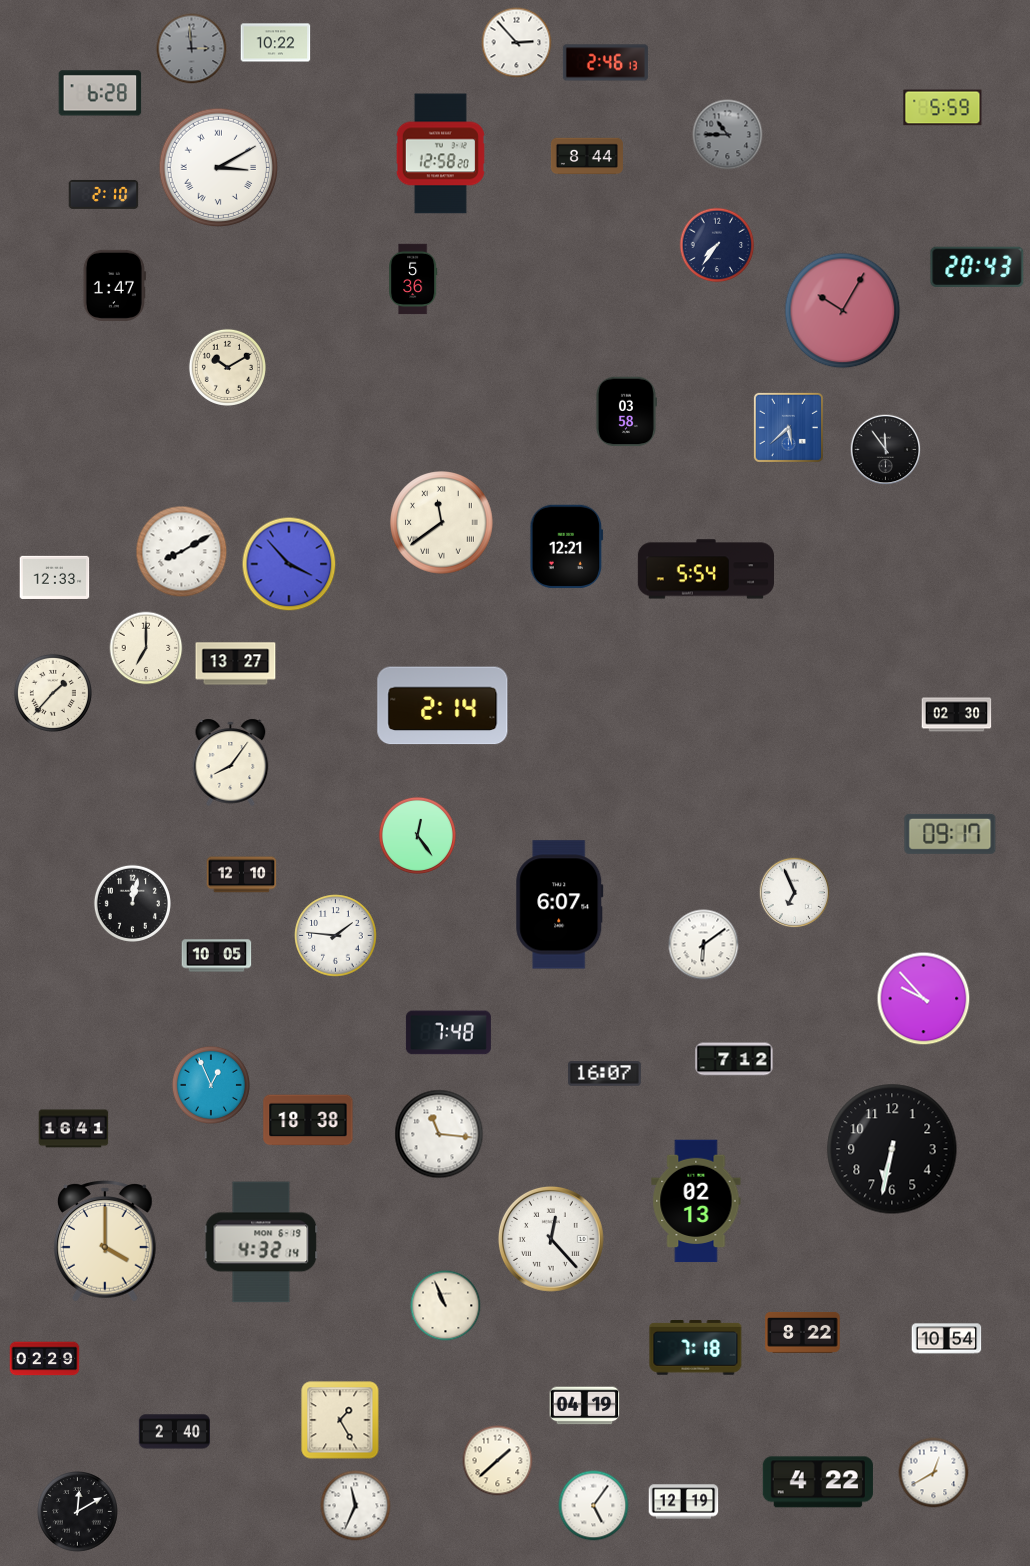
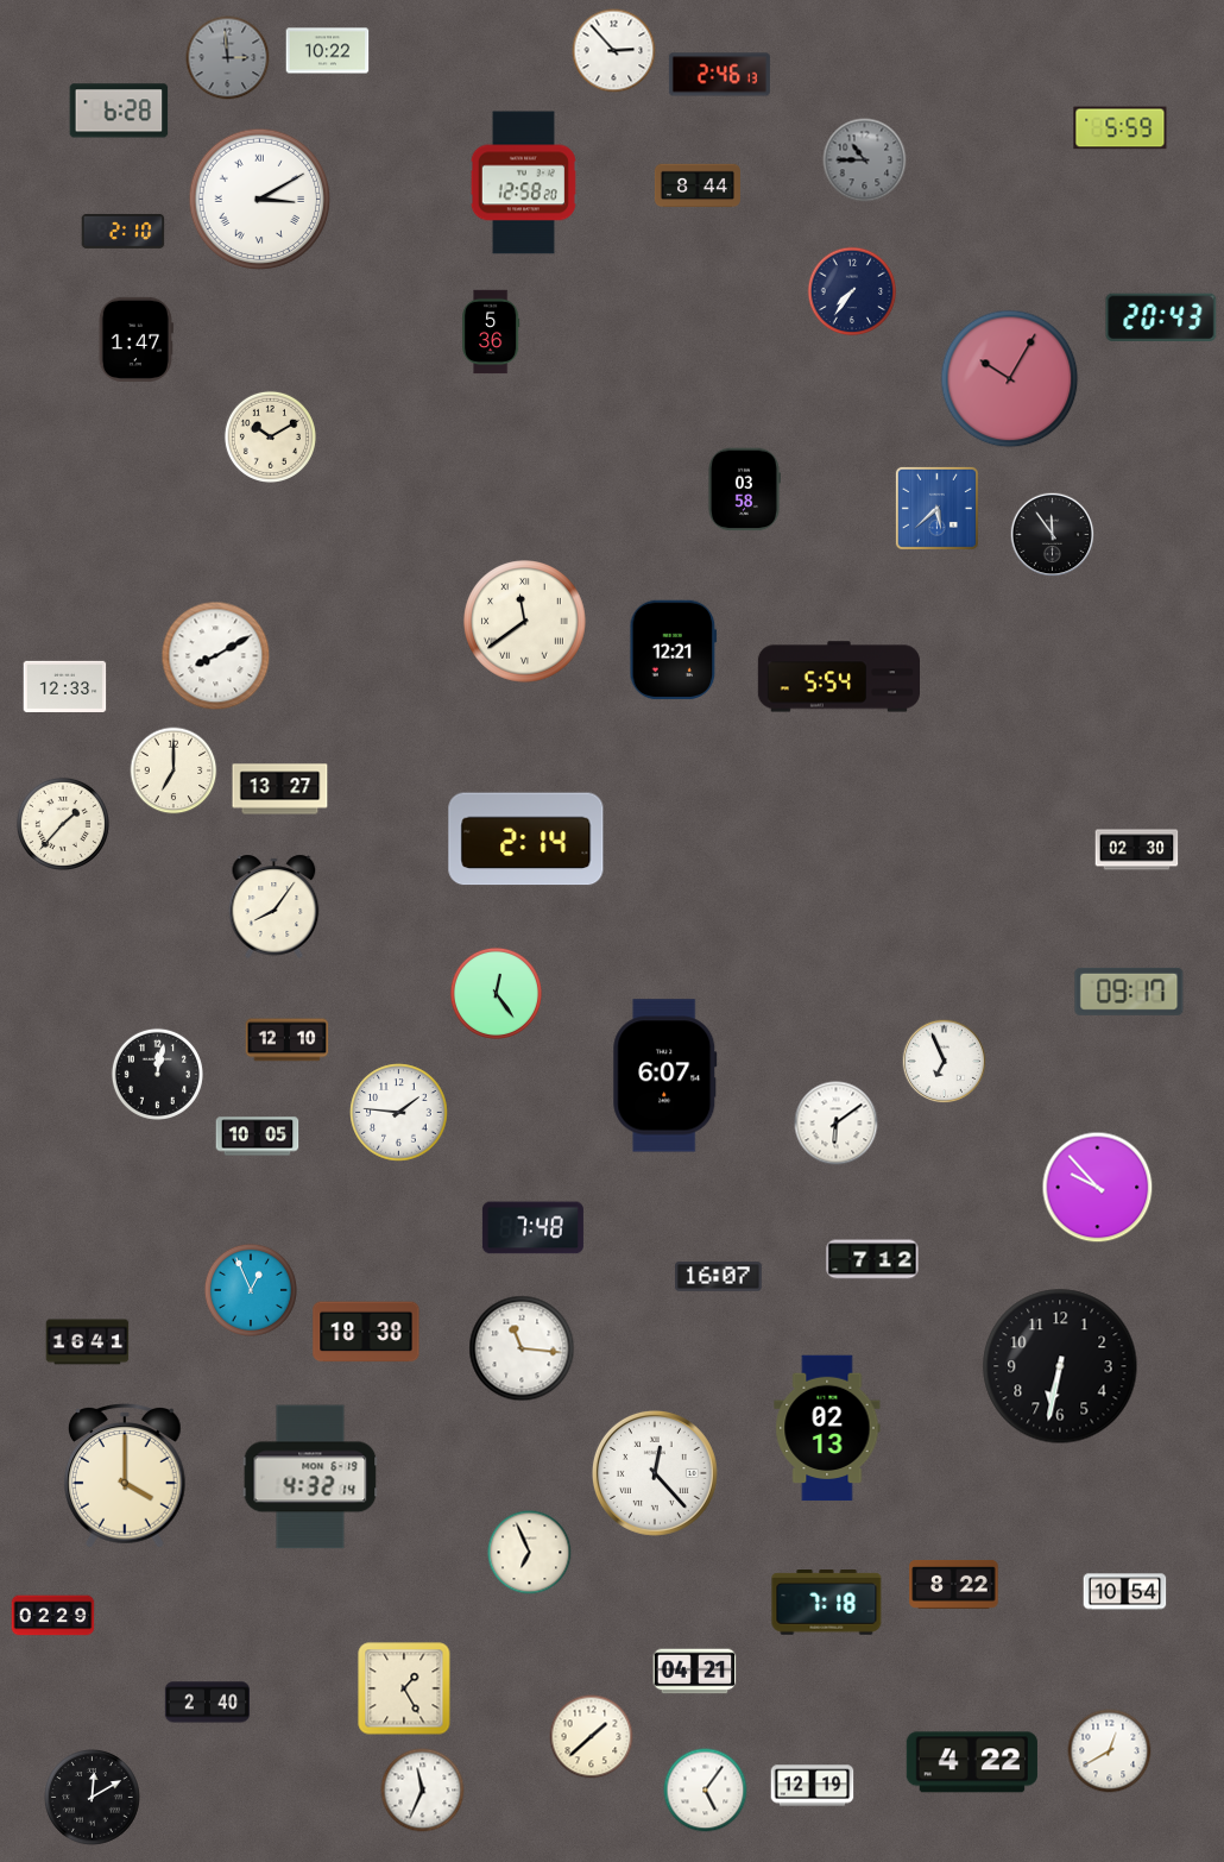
clock at (843, 311) position: (843, 311) -> (1010, 379)
clock at (289, 564): 3:53 -> none
clock at (446, 1306): 10:56 -> 6:56
clock at (585, 1406): 04:19 -> 04:21
